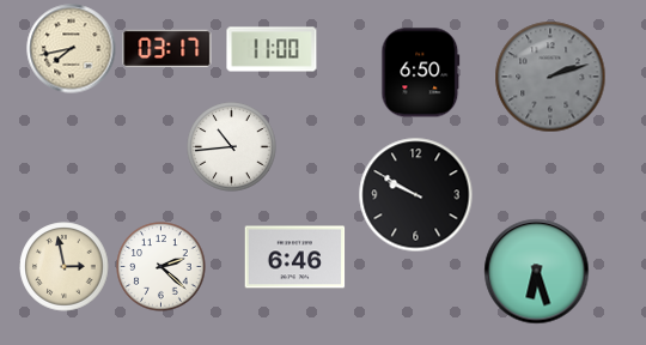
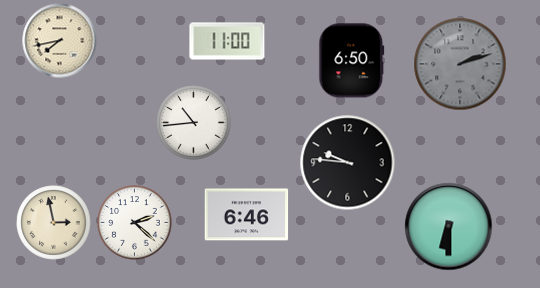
clock at (167, 48): 03:17 -> none
clock at (416, 195): 9:50 -> 9:46
clock at (537, 272): 6:27 -> 6:30
